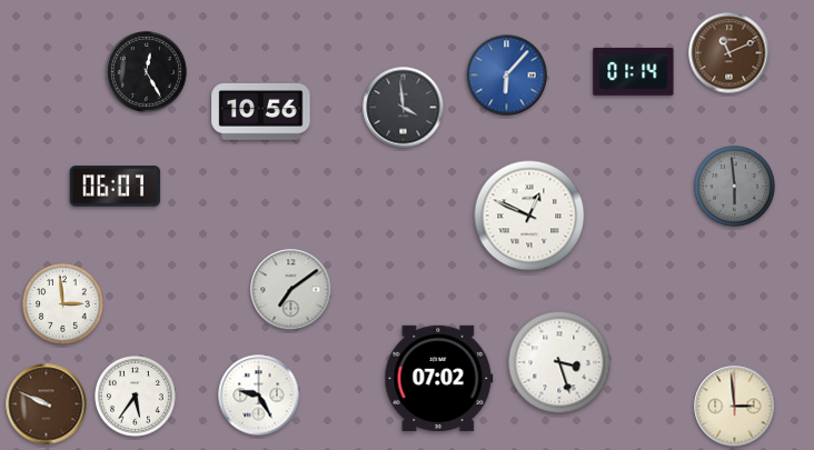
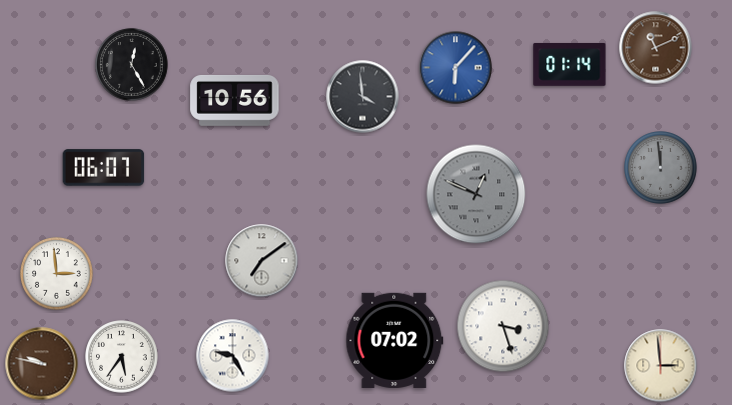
clock at (735, 187): 5:59 -> 11:59
clock at (529, 216) dial: white -> grey
clock at (47, 404): 9:49 -> 9:47
